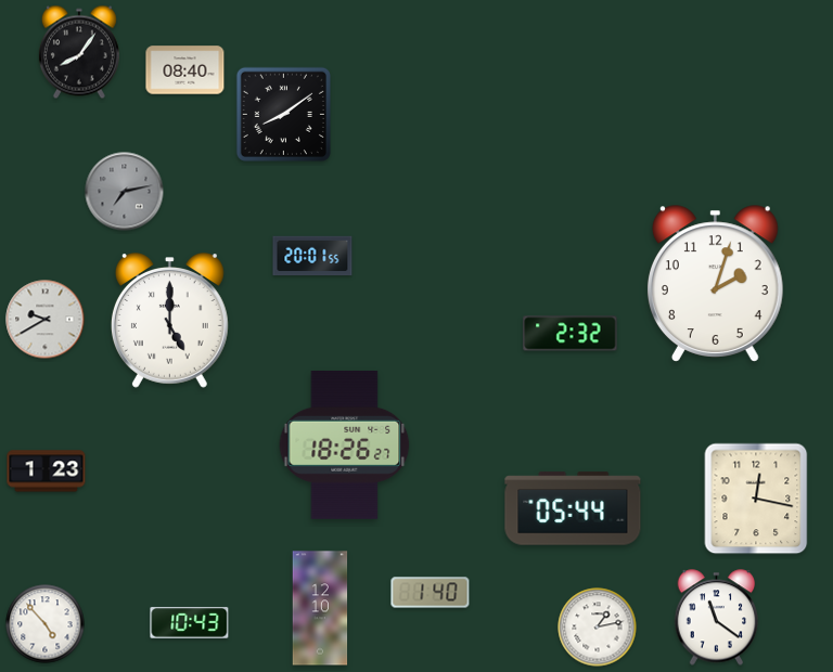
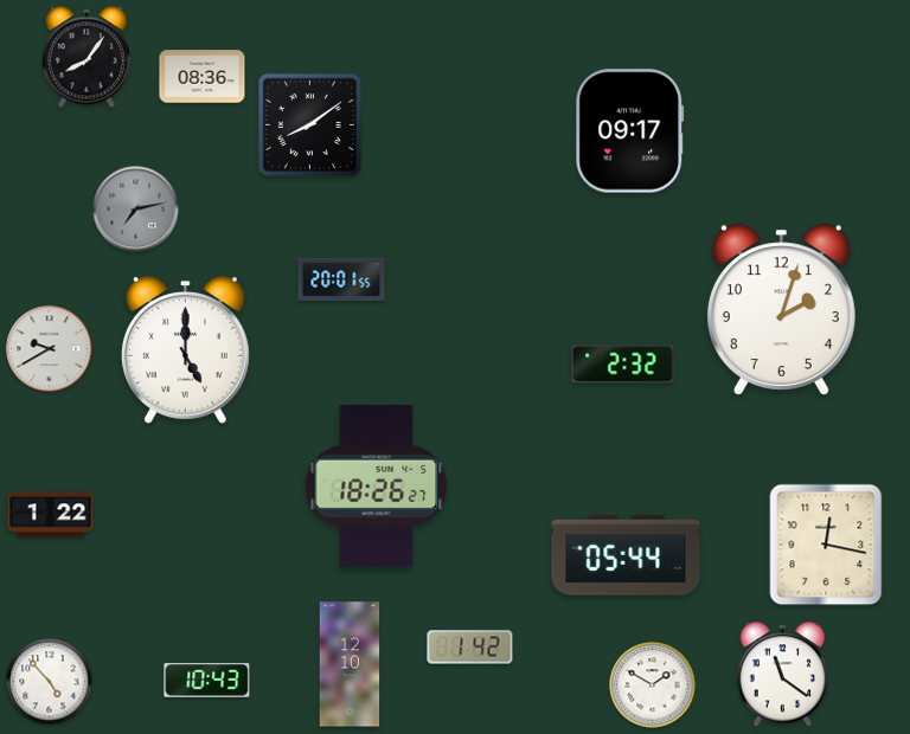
clock at (185, 70): 08:40 -> 08:36
clock at (630, 131): none -> 09:17
clock at (47, 471): 1:23 -> 1:22
clock at (431, 593): 1:40 -> 1:42
clock at (598, 628): 1:13 -> 1:50
